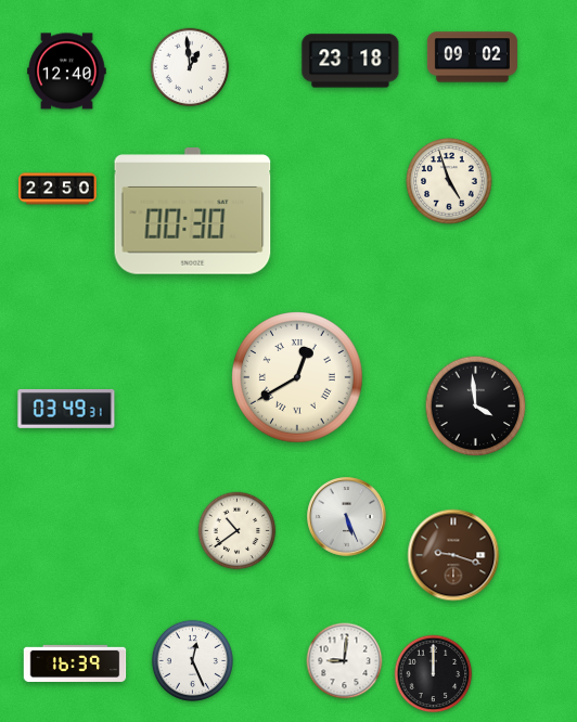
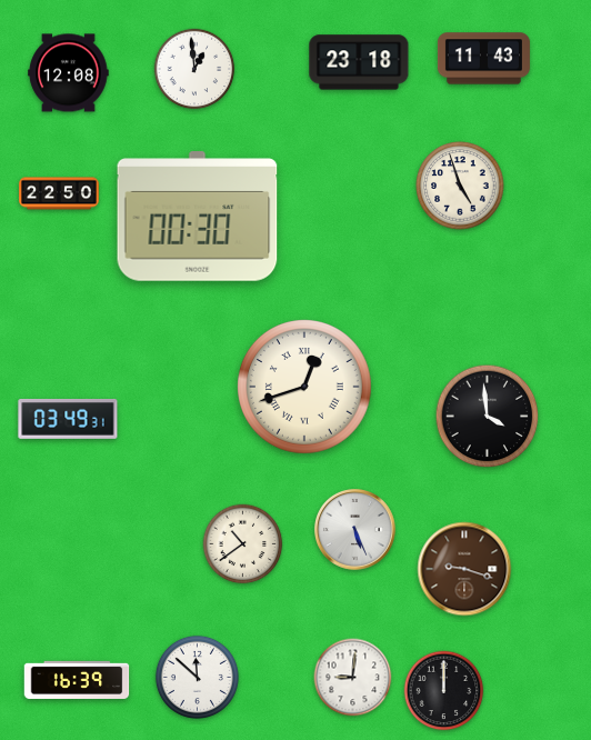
clock at (472, 57): 09:02 -> 11:43
clock at (67, 72): 12:40 -> 12:08
clock at (298, 378): 12:40 -> 12:42
clock at (192, 660): 12:26 -> 11:52
